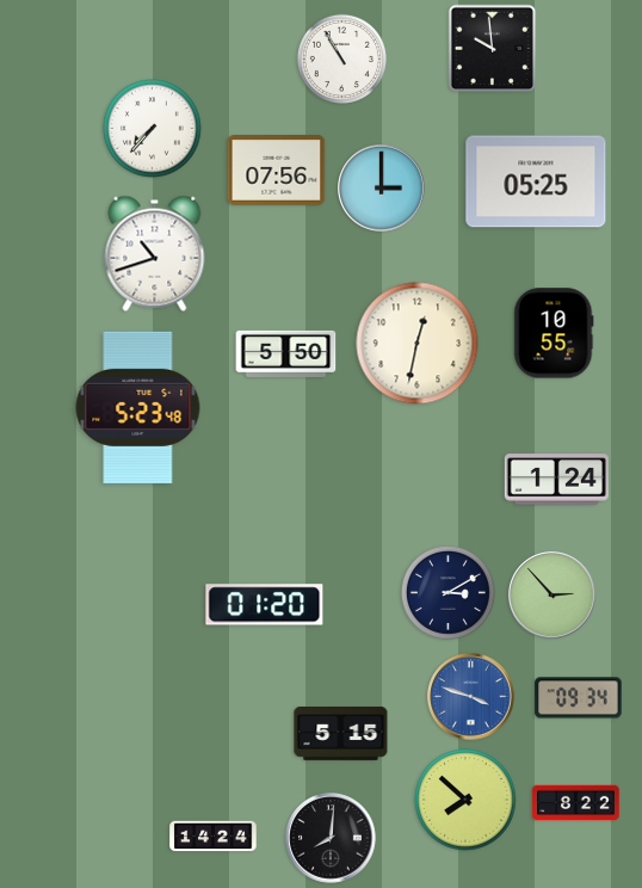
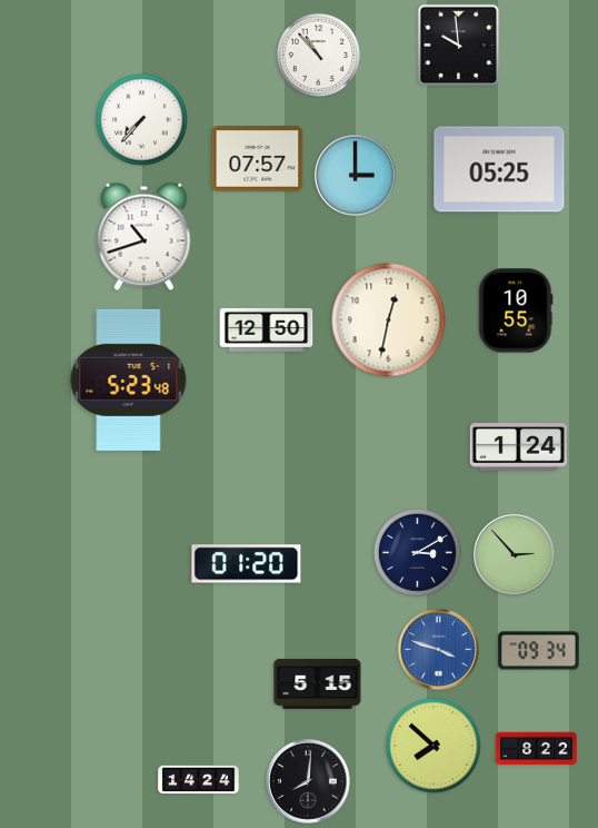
clock at (341, 58): 10:55 -> 10:53
clock at (277, 171): 07:56 -> 07:57
clock at (286, 353): 5:50 -> 12:50
